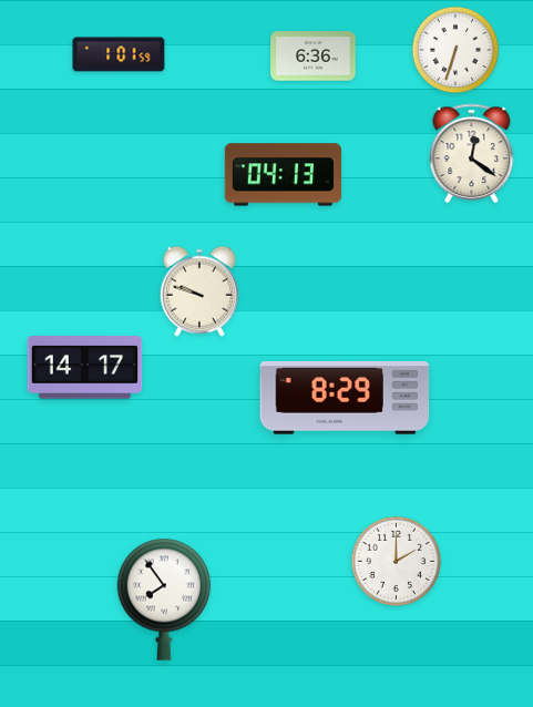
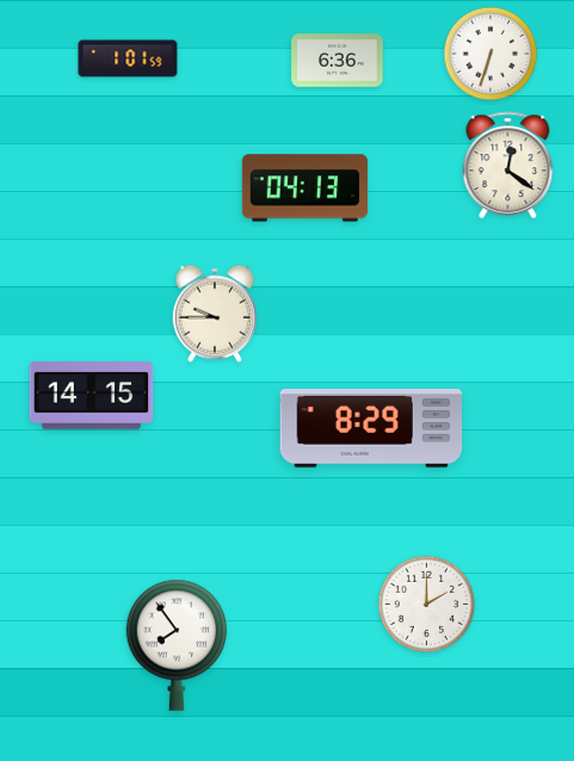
clock at (199, 291): 9:48 -> 9:45
clock at (85, 368): 14:17 -> 14:15
